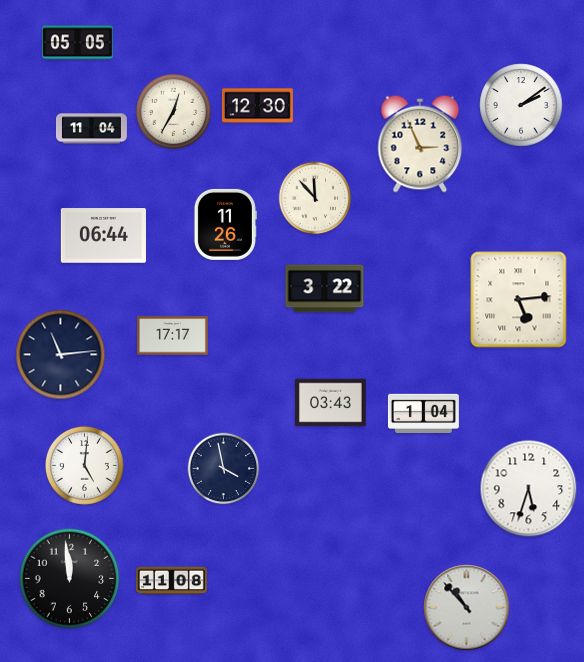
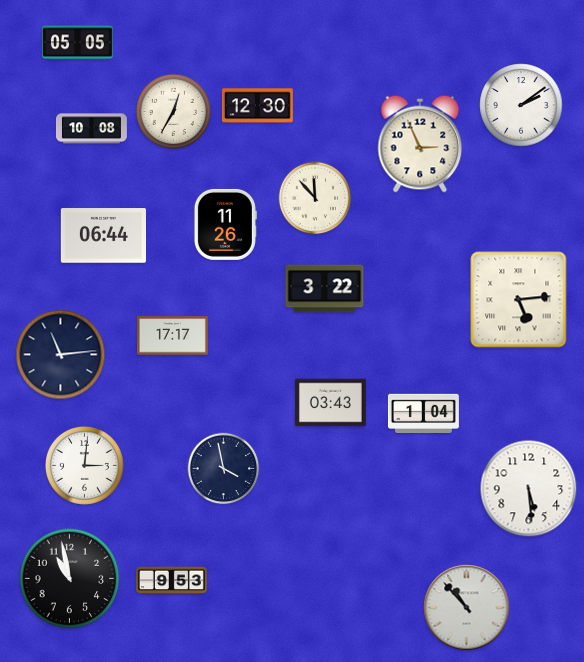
clock at (91, 129): 11:04 -> 10:08
clock at (84, 465): 5:01 -> 3:01
clock at (529, 489): 5:33 -> 5:29
clock at (70, 579): 11:59 -> 10:58
clock at (171, 581): 11:08 -> 9:53
